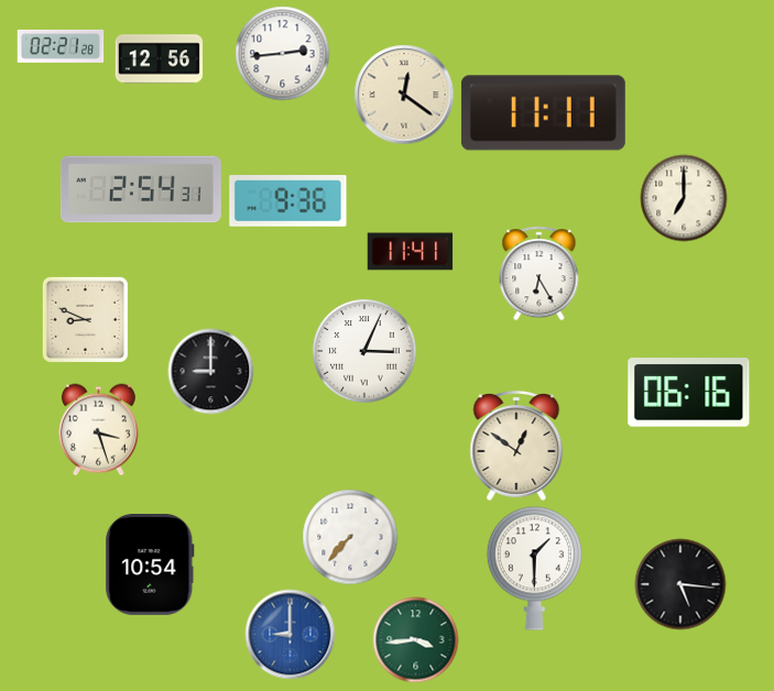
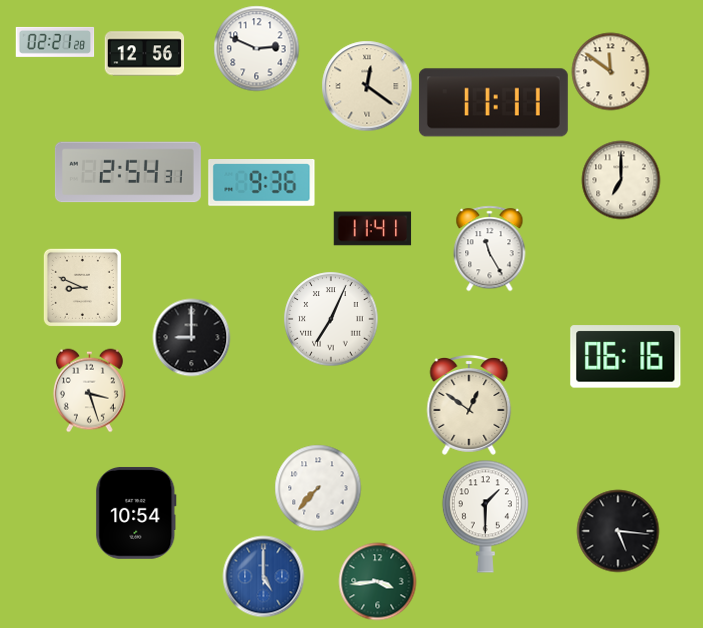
clock at (282, 53): 2:44 -> 2:49
clock at (610, 71): none -> 11:51
clock at (539, 273): 6:25 -> 11:25
clock at (85, 319) position: (85, 319) -> (82, 287)
clock at (364, 351): 3:04 -> 7:04
clock at (290, 634): 9:00 -> 5:00
